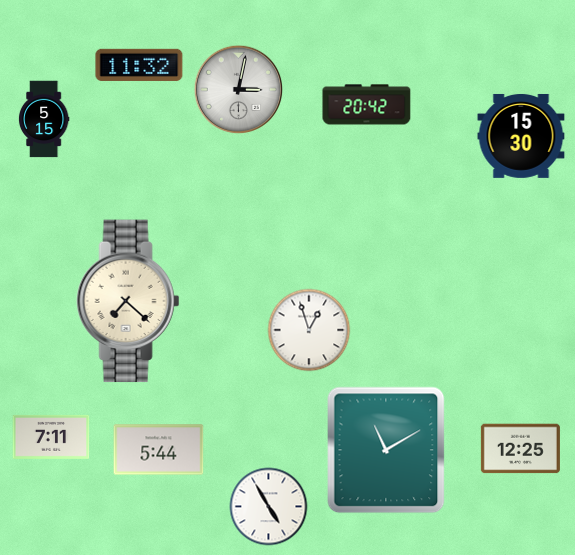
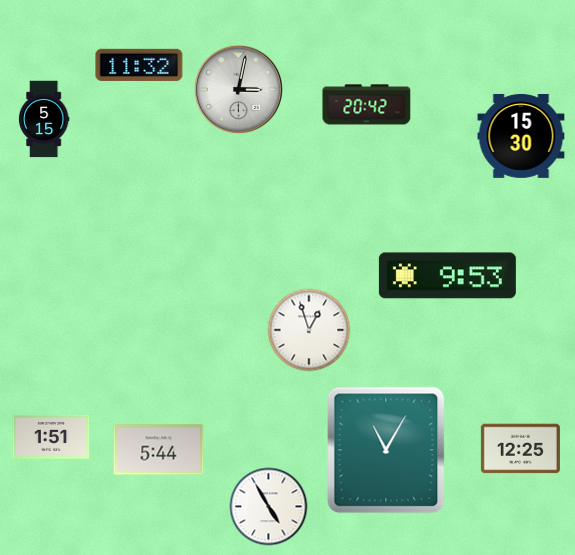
clock at (447, 276): none -> 9:53
clock at (128, 301): 7:22 -> none
clock at (51, 437): 7:11 -> 1:51
clock at (386, 450): 11:10 -> 11:05
